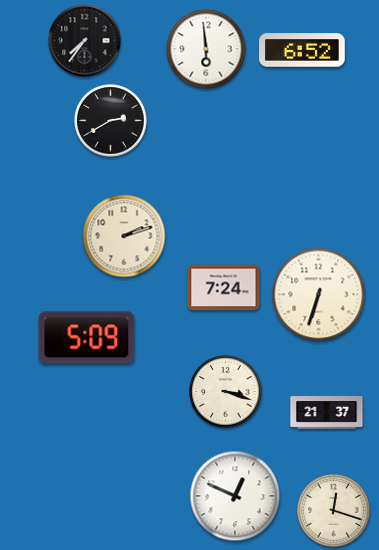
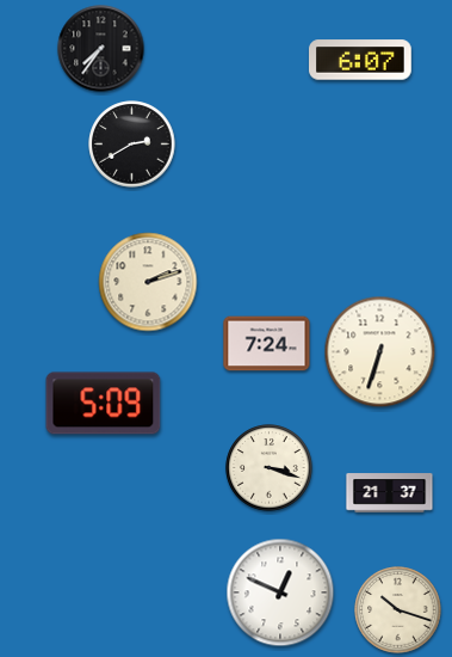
clock at (206, 49): 5:59 -> none
clock at (303, 50): 6:52 -> 6:07
clock at (334, 511): 12:18 -> 10:18
